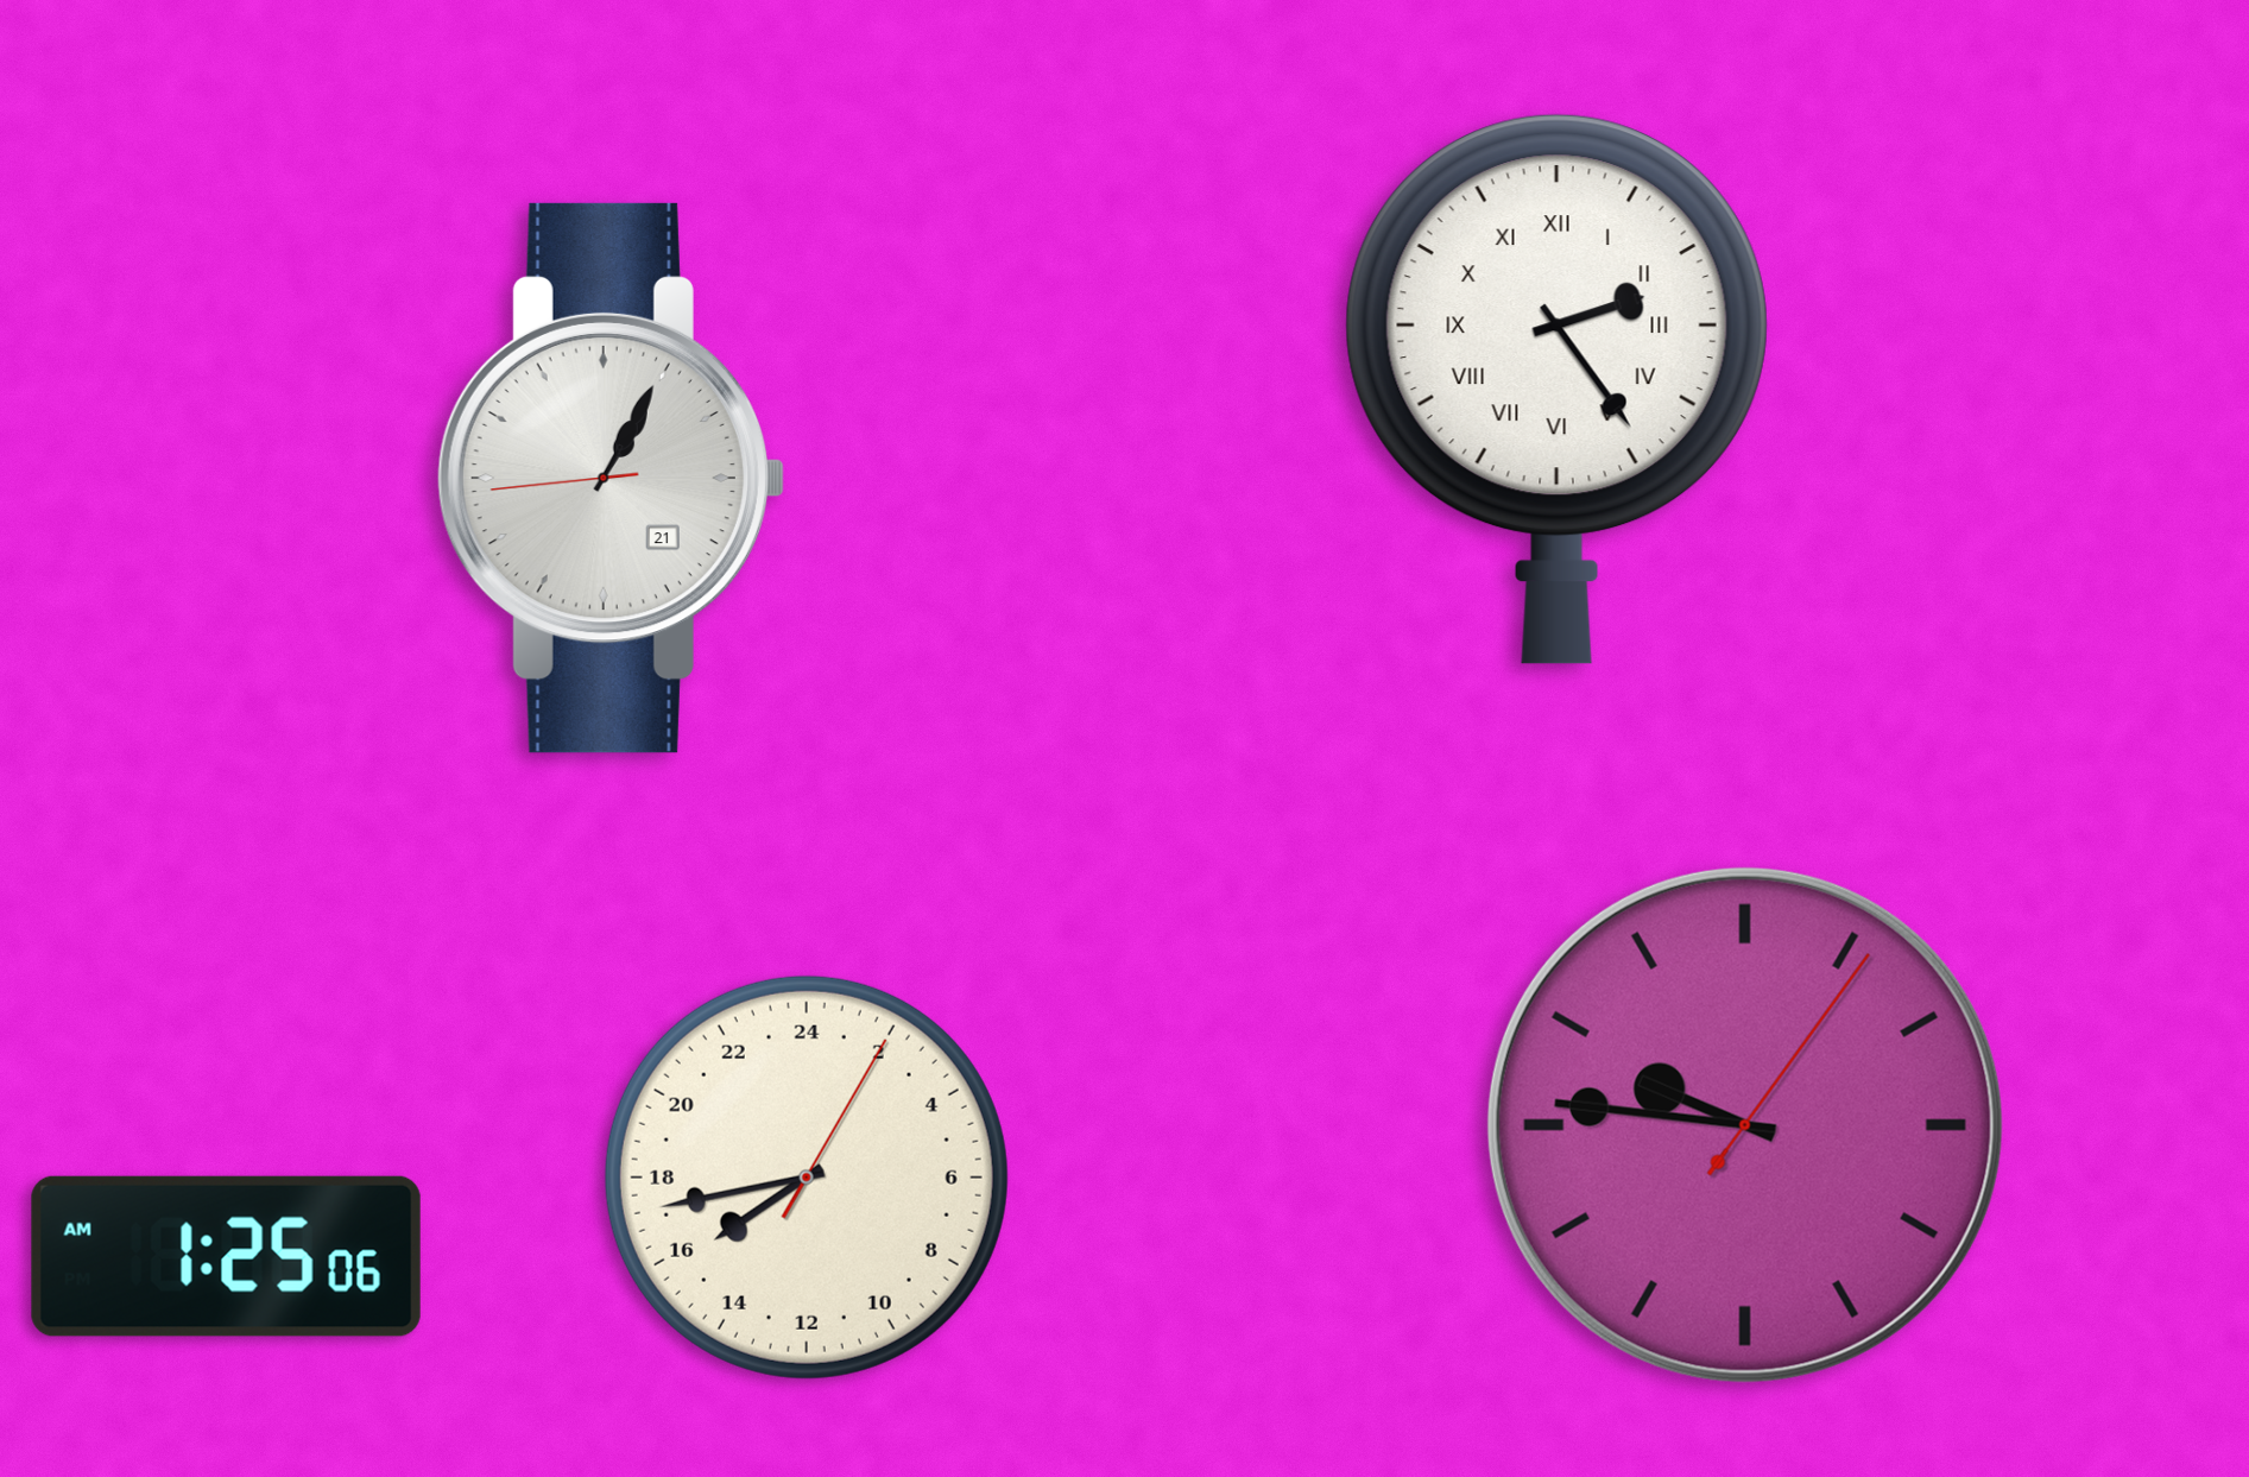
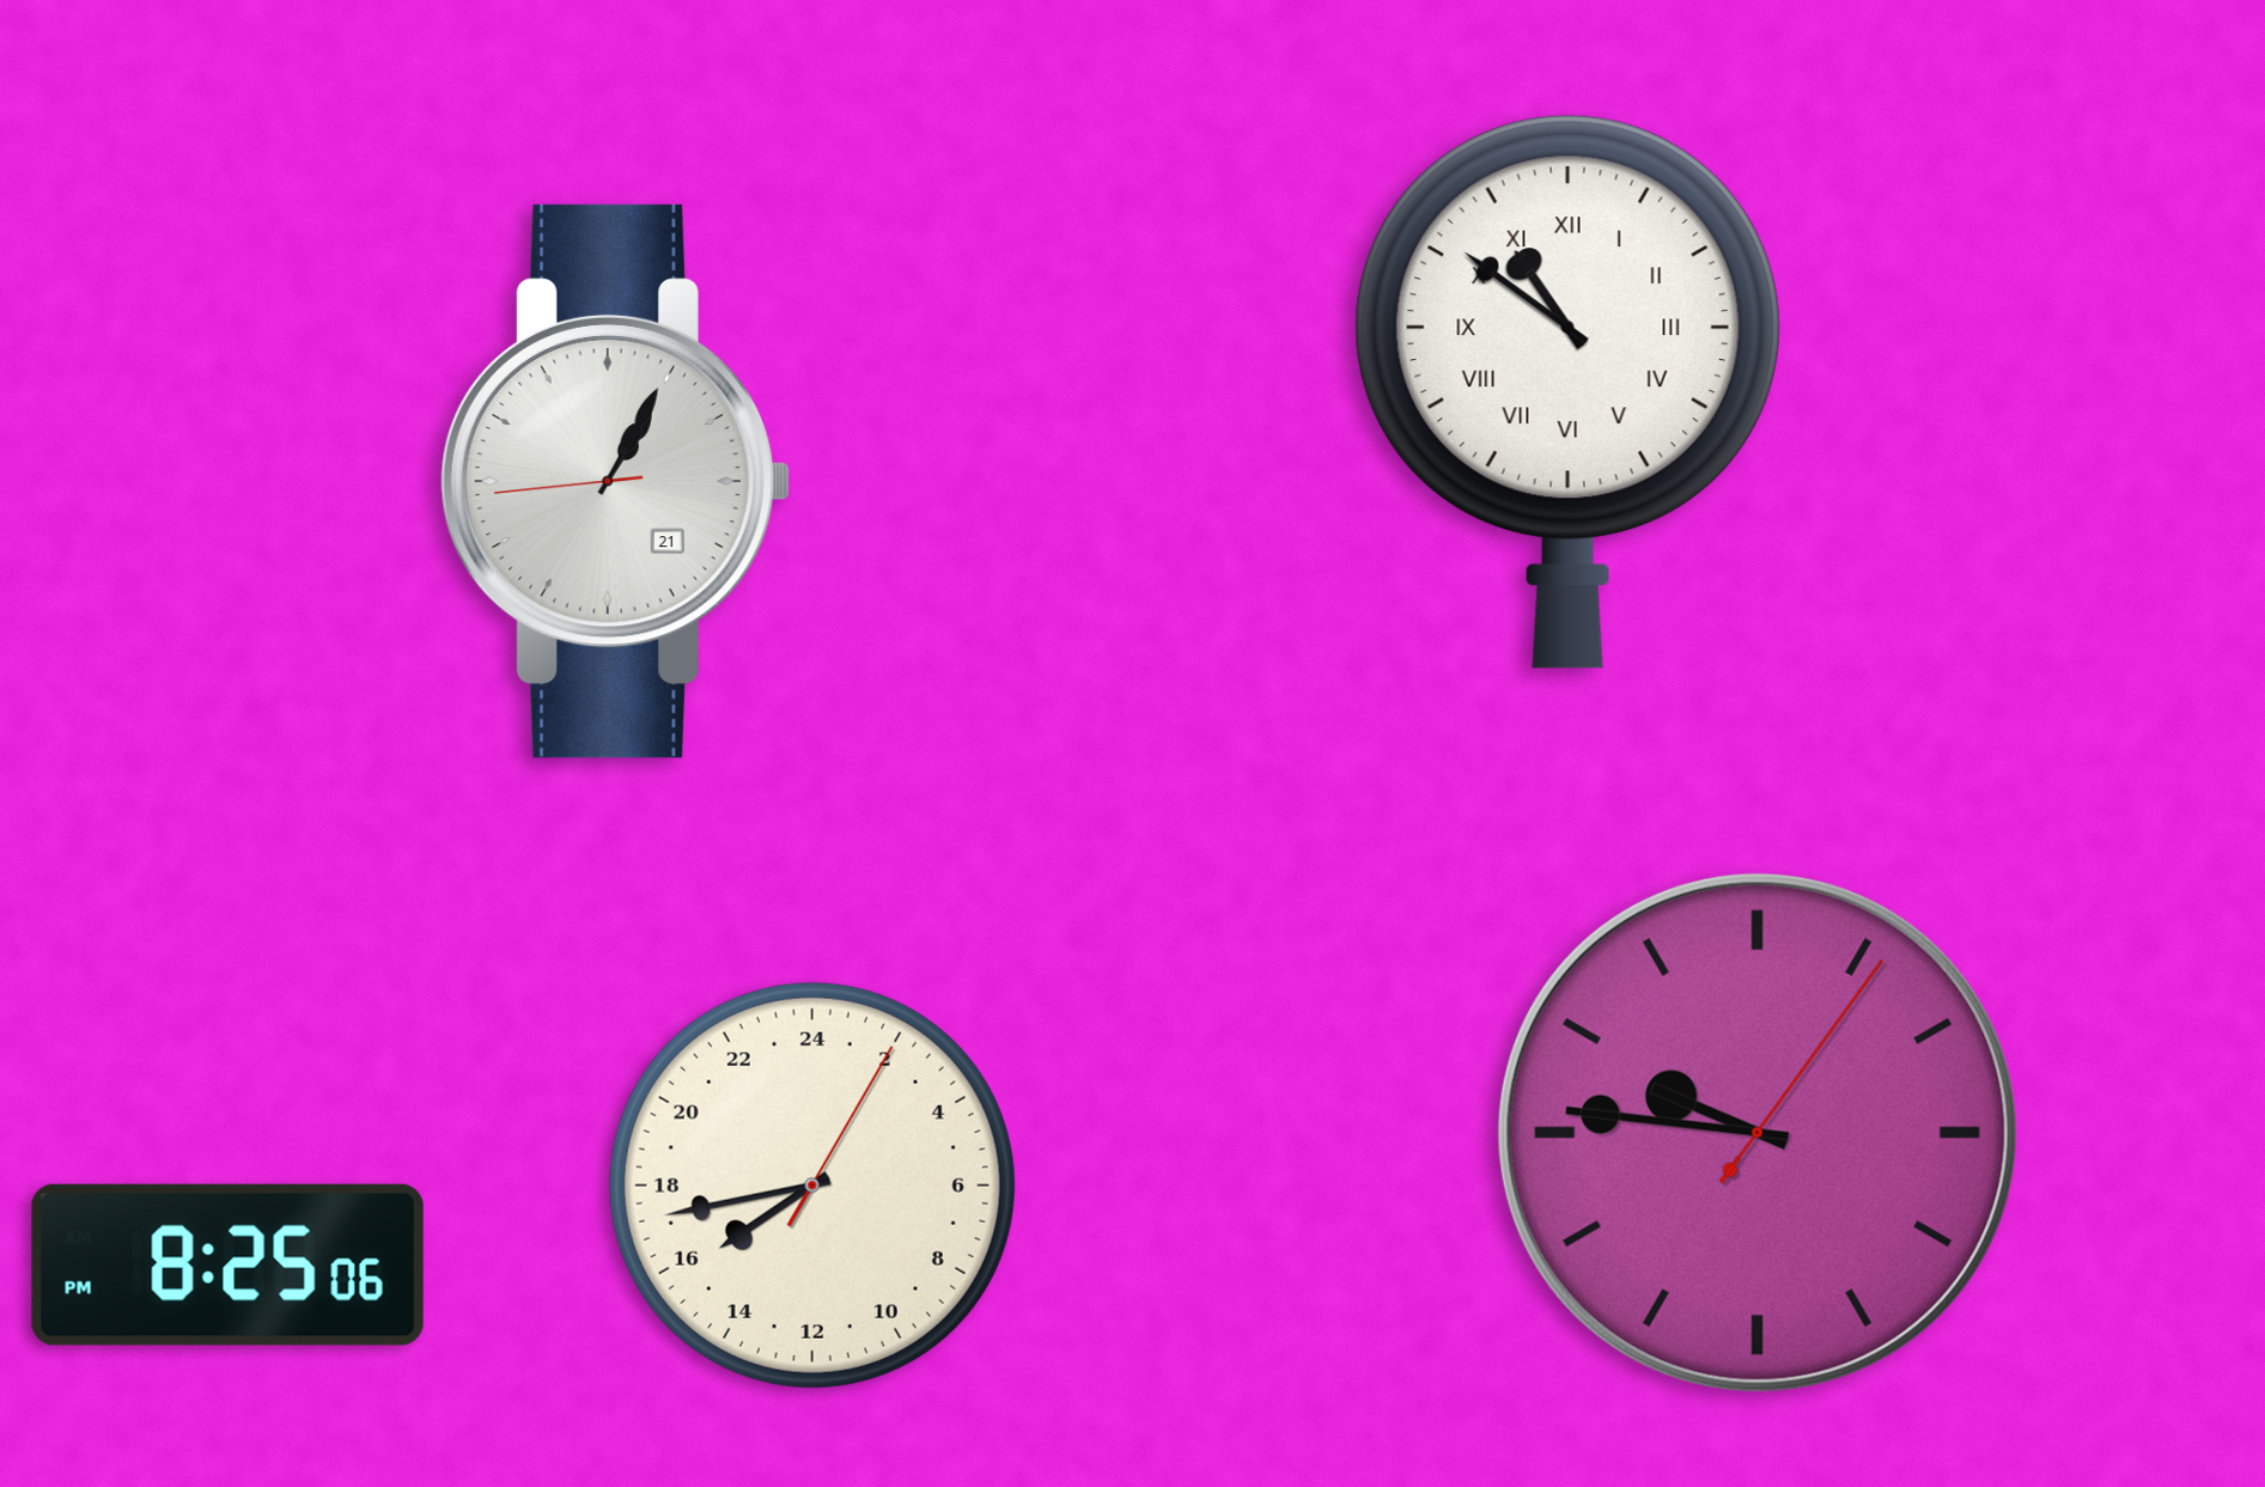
clock at (1556, 390): 2:24 -> 10:51
clock at (226, 1256): 1:25 -> 8:25
